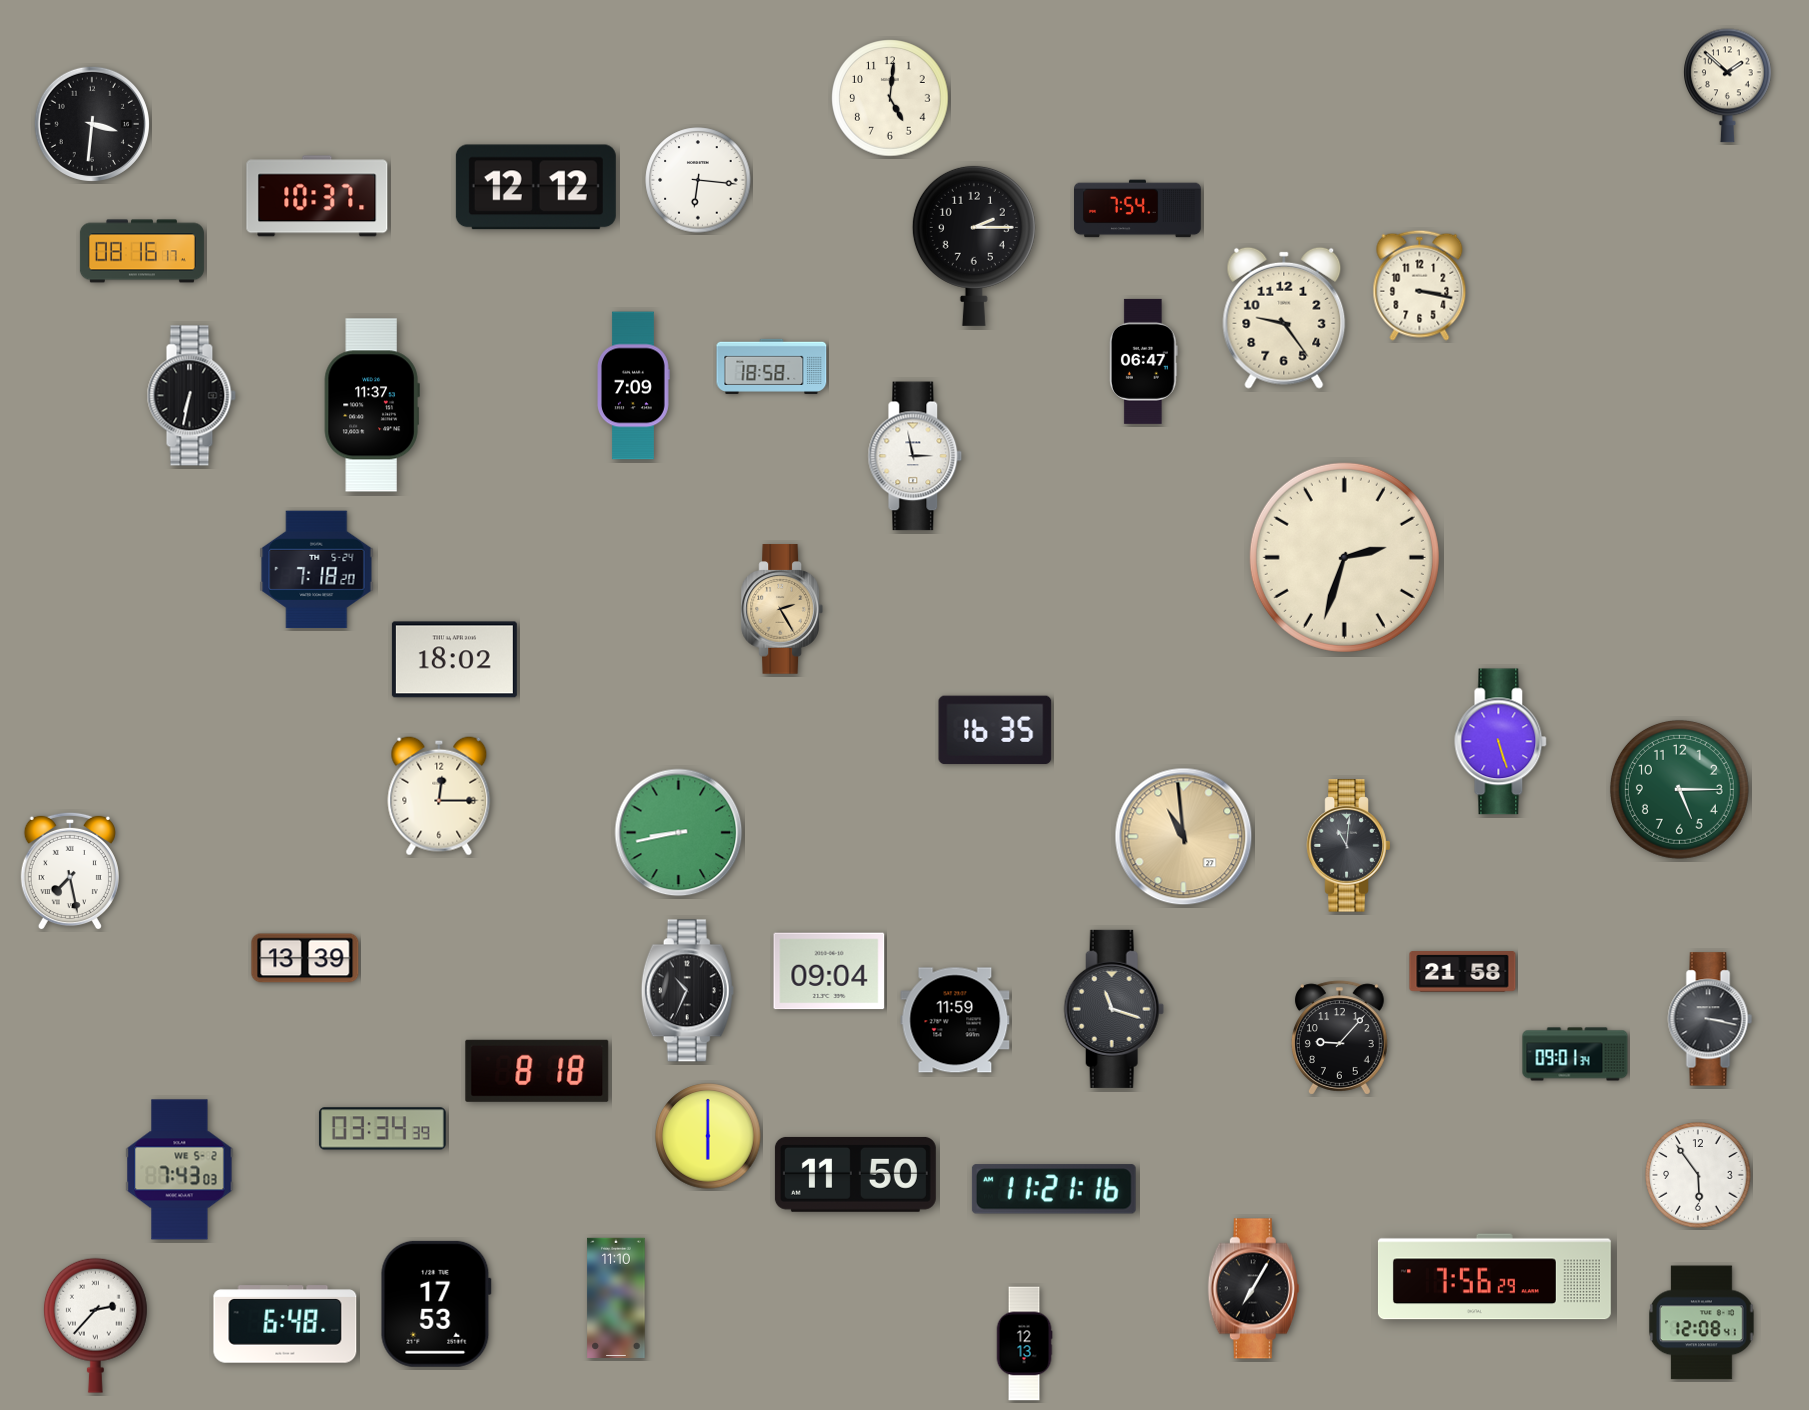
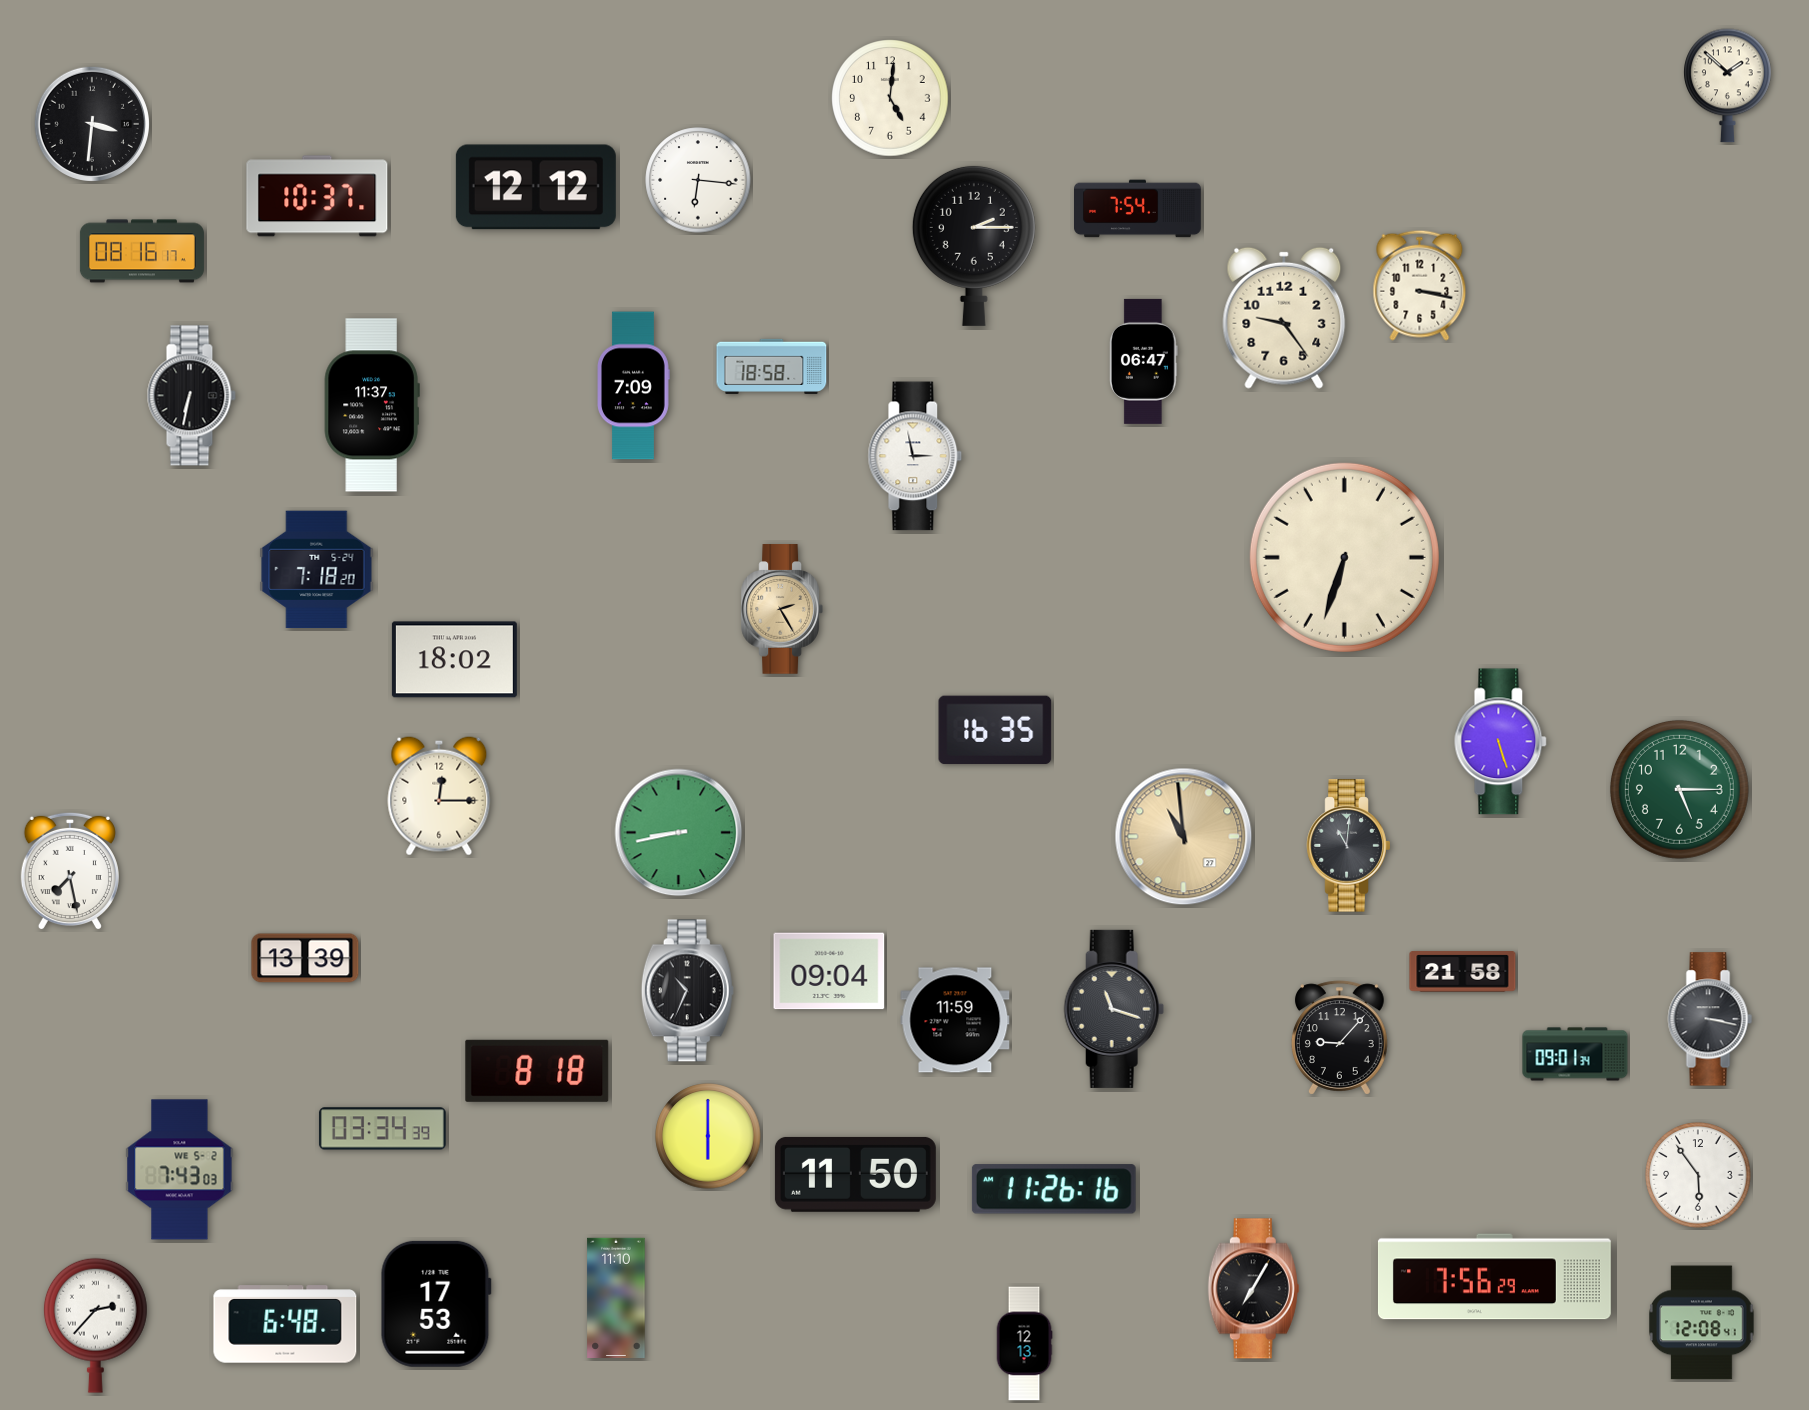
clock at (1344, 557): 2:33 -> 6:33
clock at (1054, 1189): 11:21 -> 11:26
